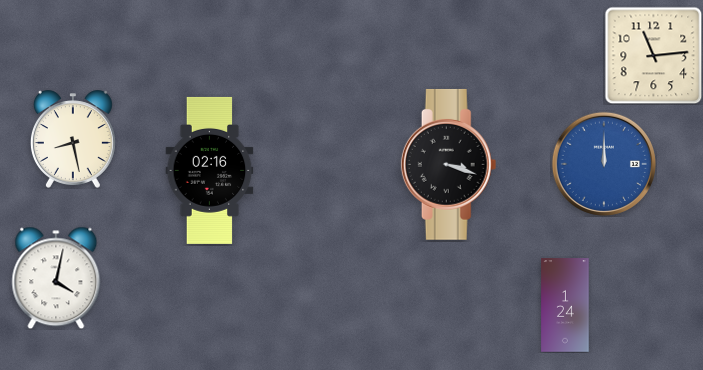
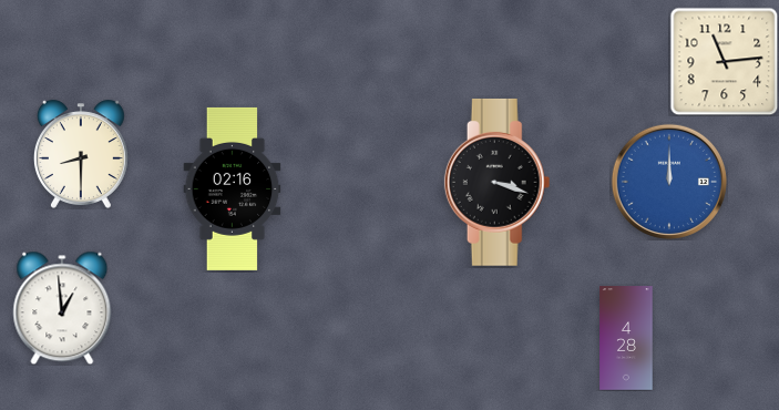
clock at (73, 139): 8:28 -> 8:30
clock at (56, 278): 4:02 -> 12:59
clock at (565, 305): 1:24 -> 4:28
